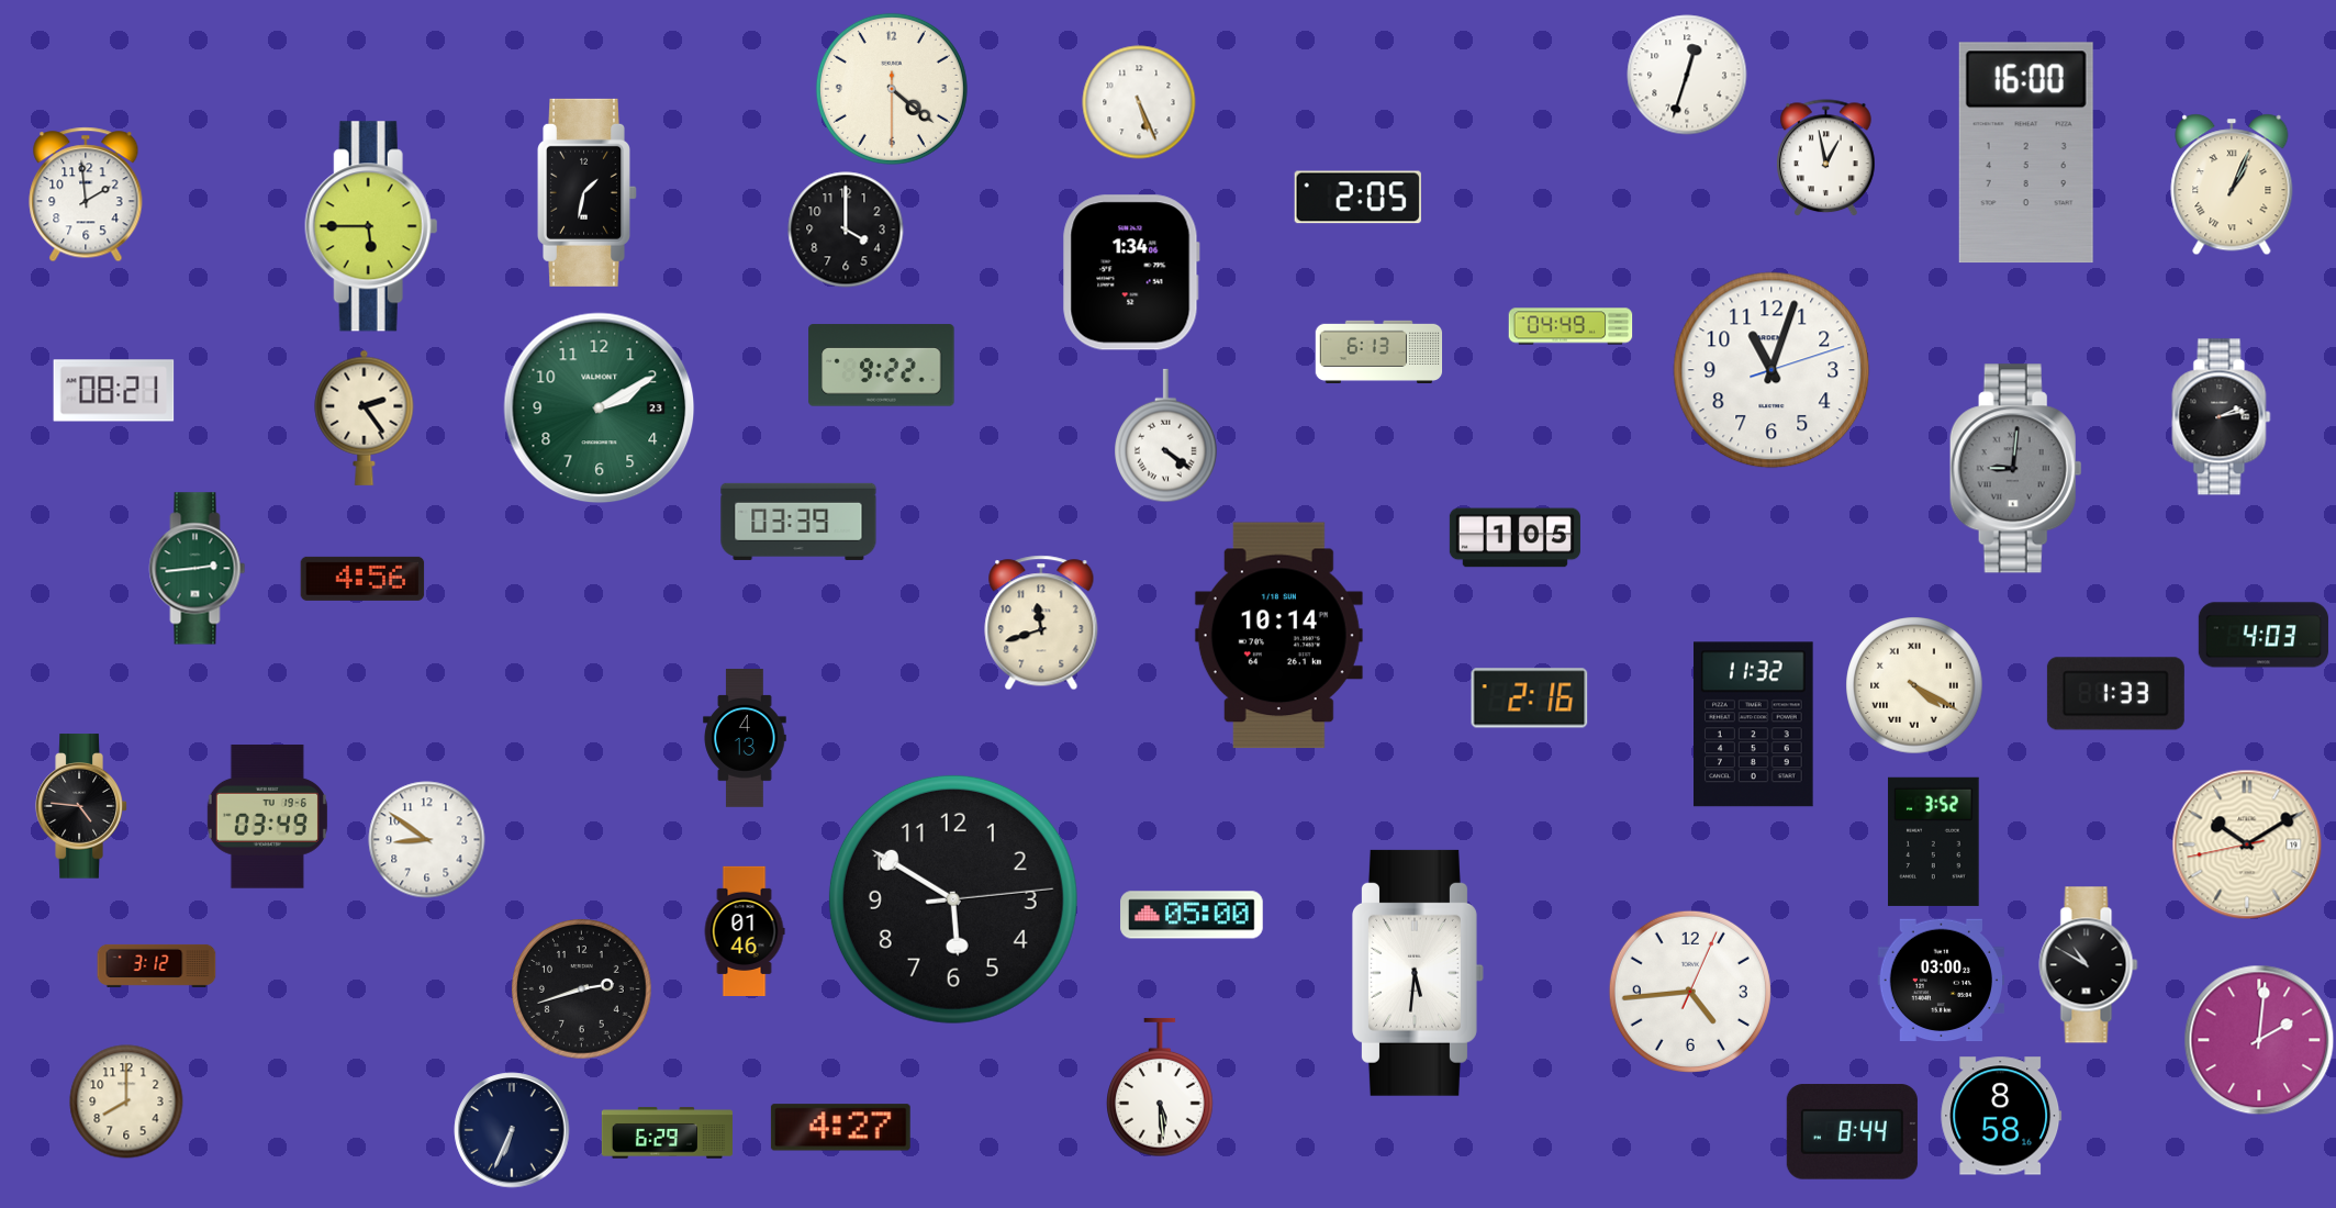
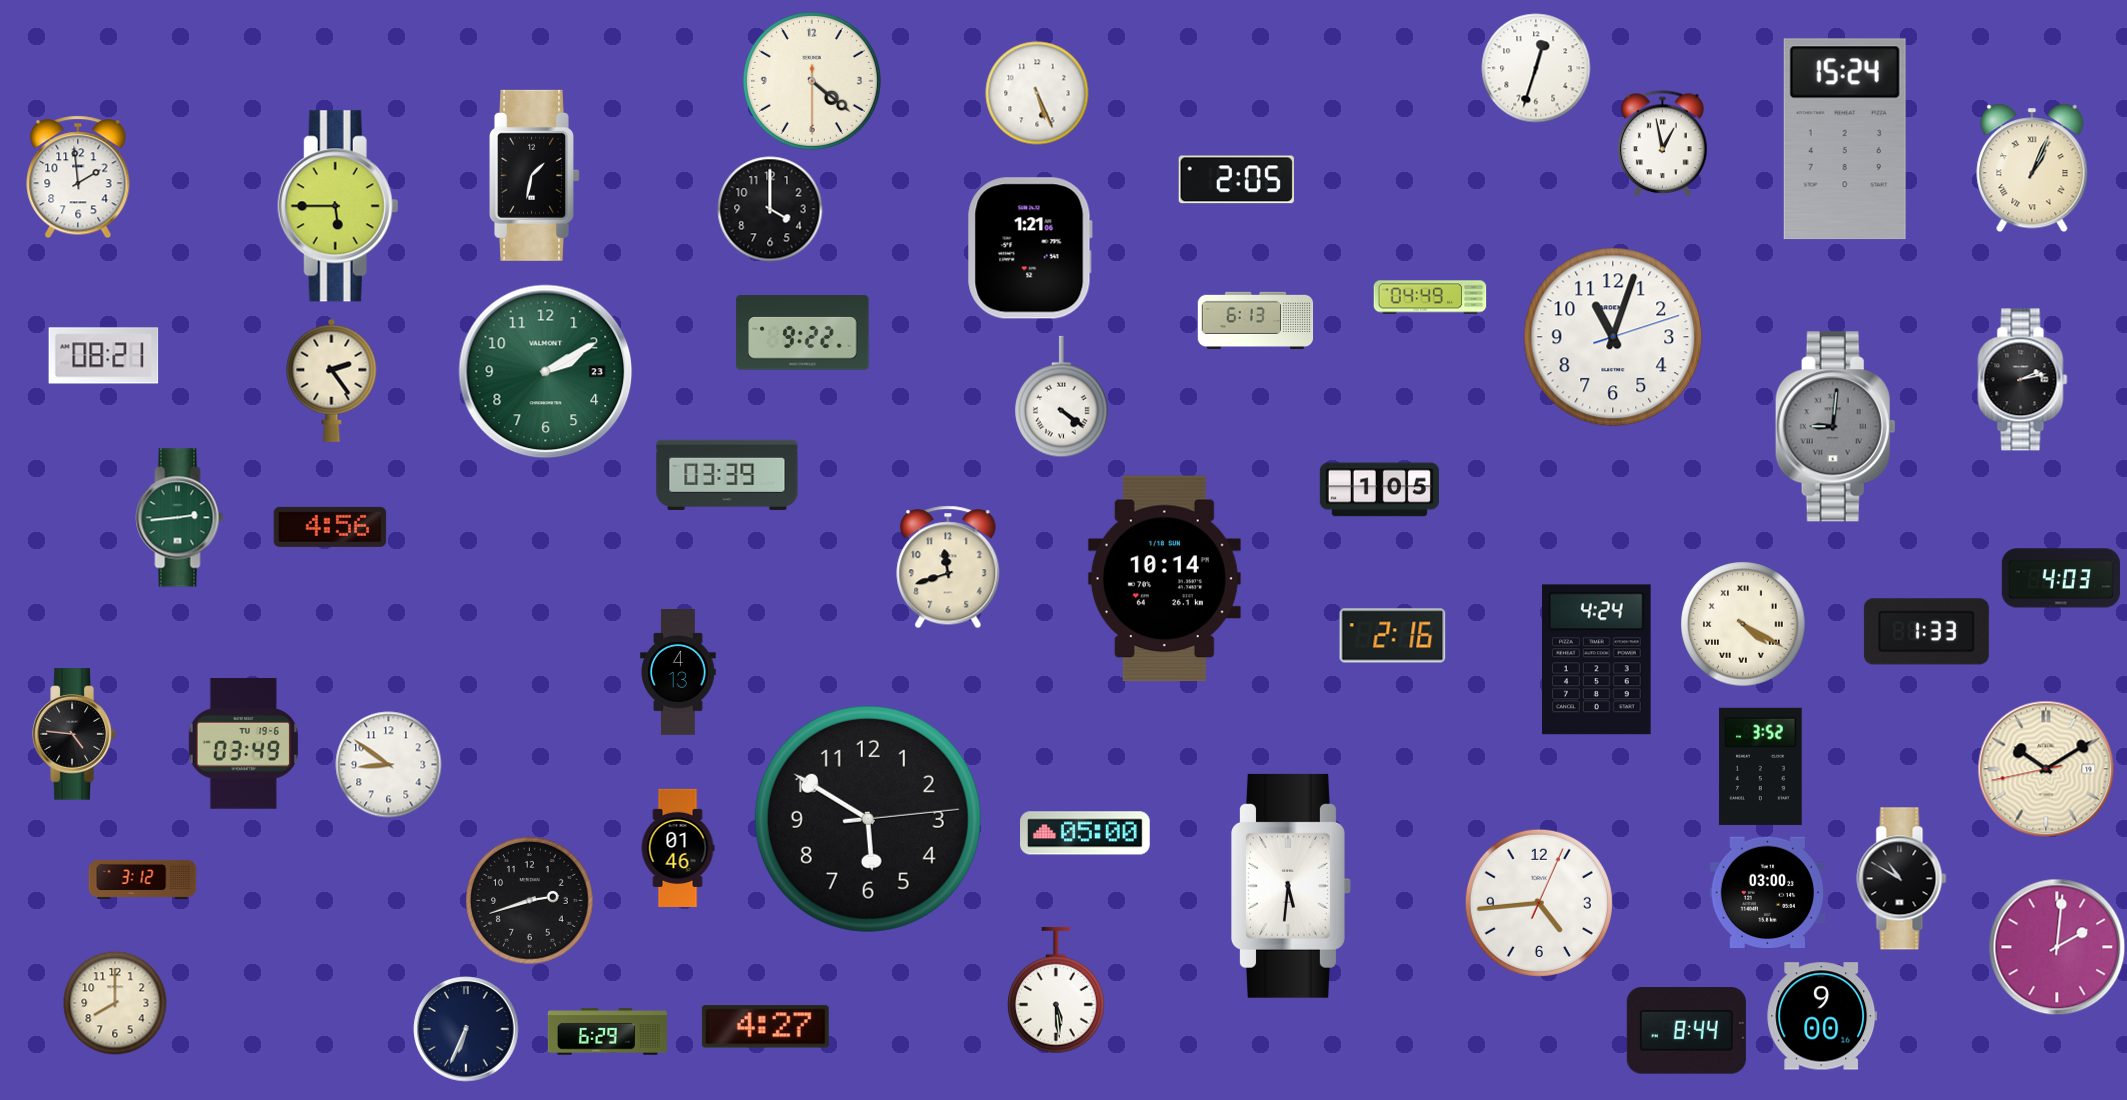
clock at (2026, 153): 16:00 -> 15:24
clock at (1131, 272): 1:34 -> 1:21
clock at (1754, 725): 11:32 -> 4:24
clock at (2001, 1116): 8:58 -> 9:00
